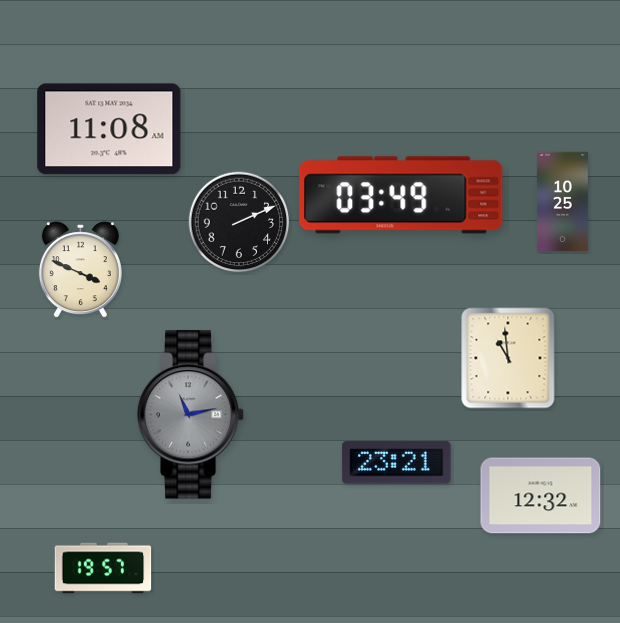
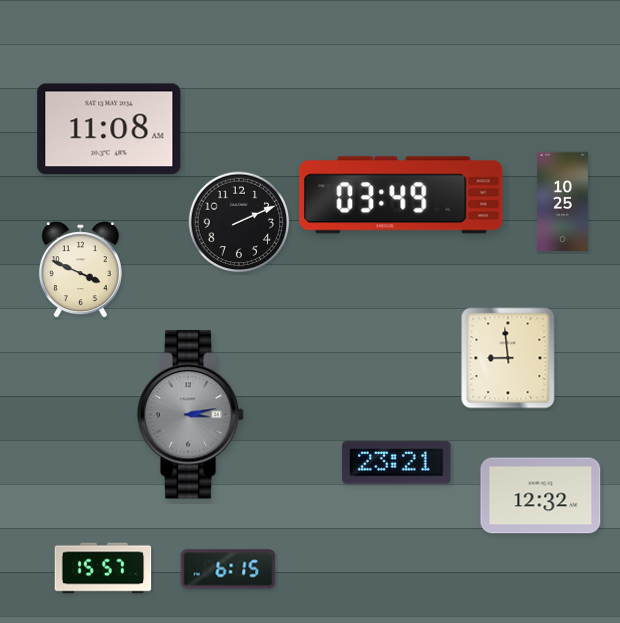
clock at (508, 358): 10:59 -> 8:59
clock at (191, 415): 11:13 -> 3:13
clock at (103, 568): 19:57 -> 15:57
clock at (228, 569): none -> 6:15
